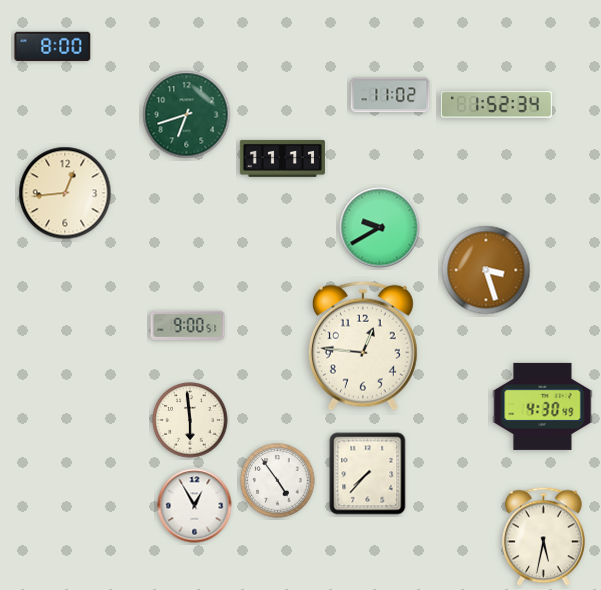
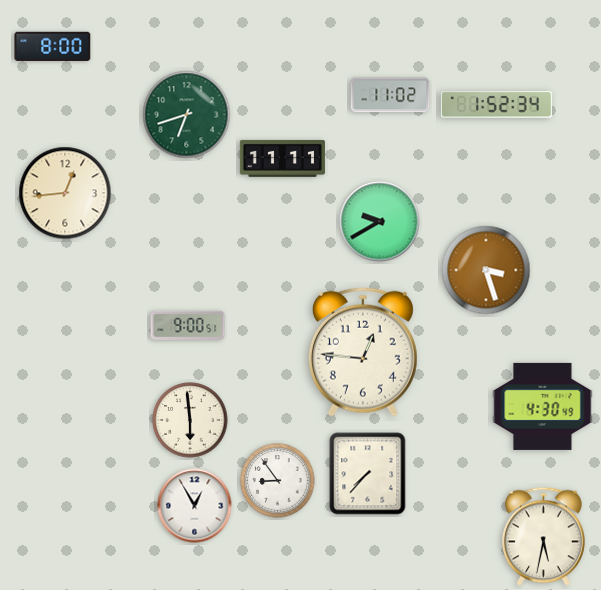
clock at (380, 228) position: (380, 228) -> (380, 222)
clock at (363, 346) position: (363, 346) -> (363, 352)
clock at (278, 481): 4:54 -> 8:54
